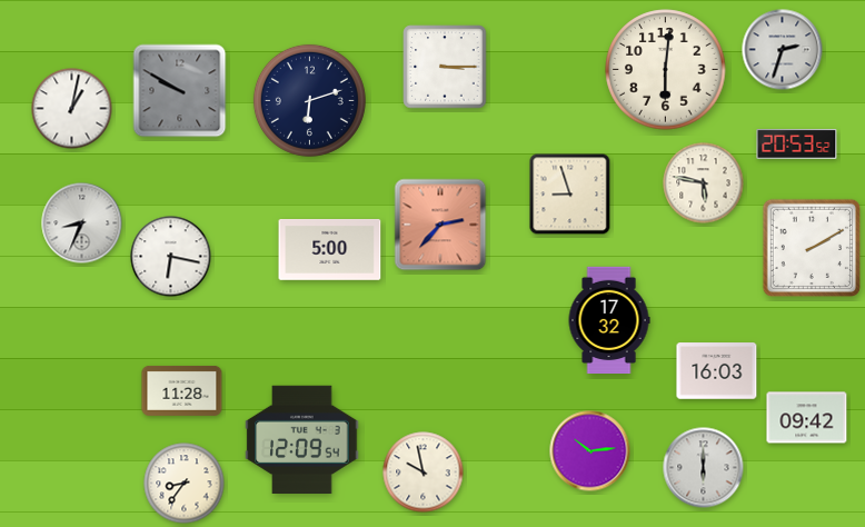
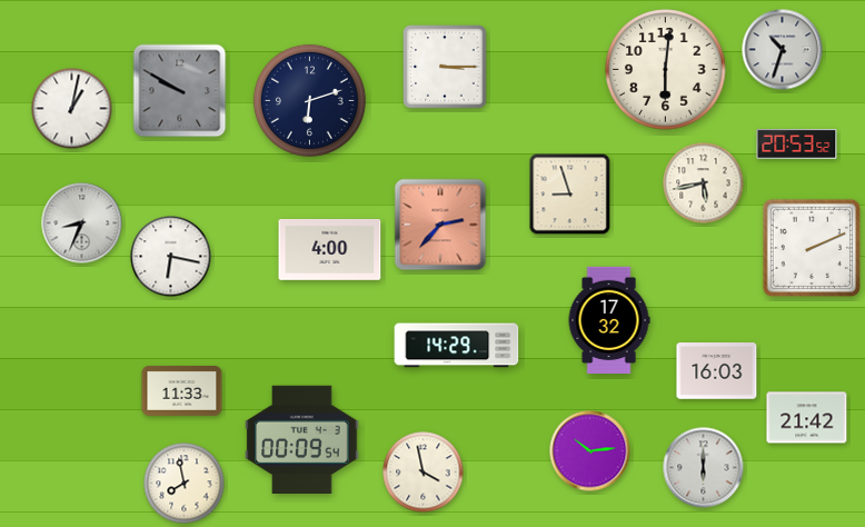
clock at (783, 50): 2:33 -> 10:33
clock at (704, 183): 5:47 -> 5:43
clock at (811, 247): 2:10 -> 2:11
clock at (330, 250): 5:00 -> 4:00
clock at (457, 346): none -> 14:29
clock at (182, 390): 11:28 -> 11:33
clock at (807, 418): 09:42 -> 21:42
clock at (302, 439): 12:09 -> 00:09
clock at (424, 473): 9:58 -> 3:58
clock at (185, 484): 8:36 -> 7:58
